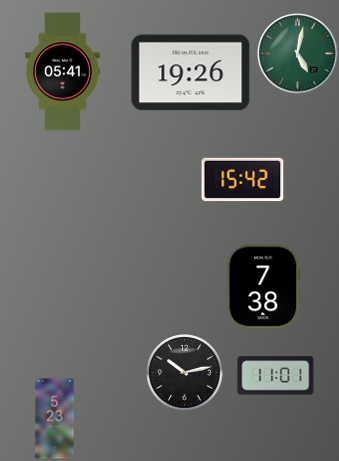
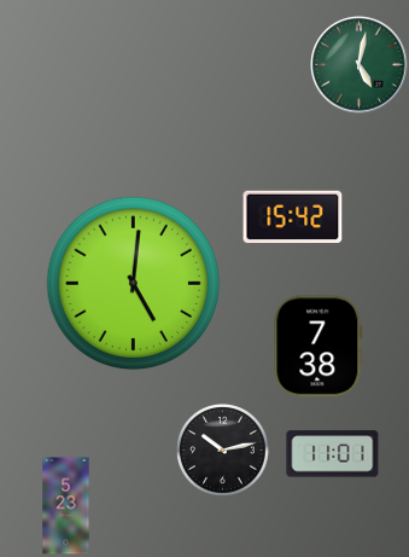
clock at (63, 72): 05:41 -> none
clock at (191, 73): 19:26 -> none
clock at (134, 284): none -> 5:01
